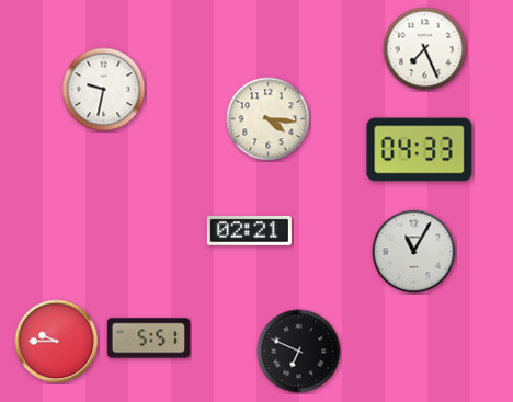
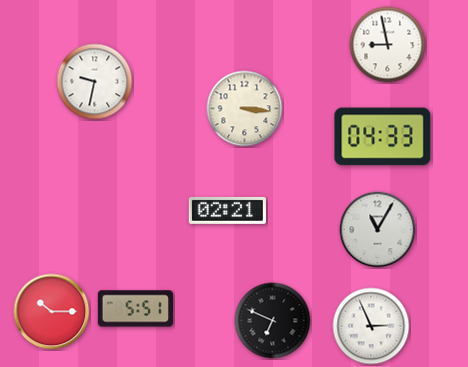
clock at (425, 49): 7:26 -> 8:58
clock at (269, 119): 4:16 -> 3:16
clock at (57, 342): 9:45 -> 10:15
clock at (371, 326): none -> 2:56
